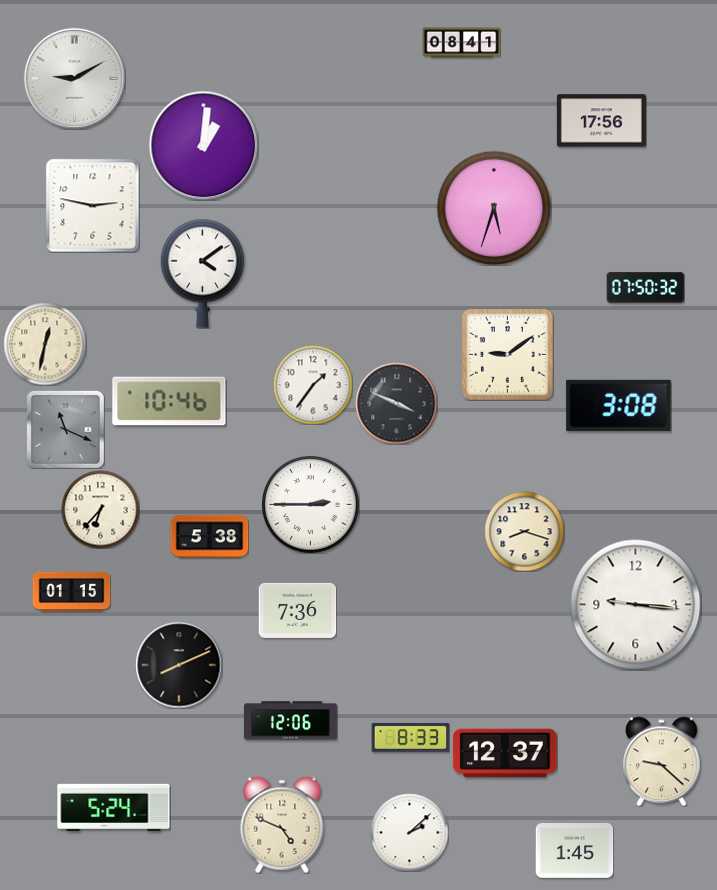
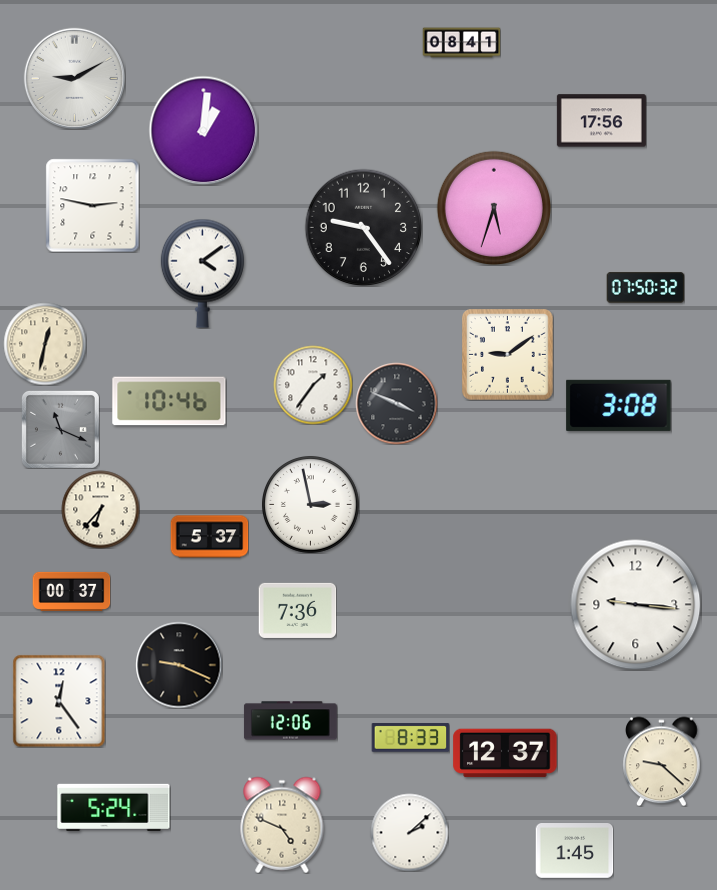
clock at (203, 145) position: (203, 145) -> (203, 130)
clock at (363, 227): none -> 9:24
clock at (65, 429) position: (65, 429) -> (60, 429)
clock at (311, 505): 2:45 -> 2:58
clock at (524, 531): 8:18 -> none
clock at (209, 537): 5:38 -> 5:37
clock at (71, 591): 01:15 -> 00:37
clock at (179, 665): 8:11 -> 9:19
clock at (59, 701): none -> 12:24
